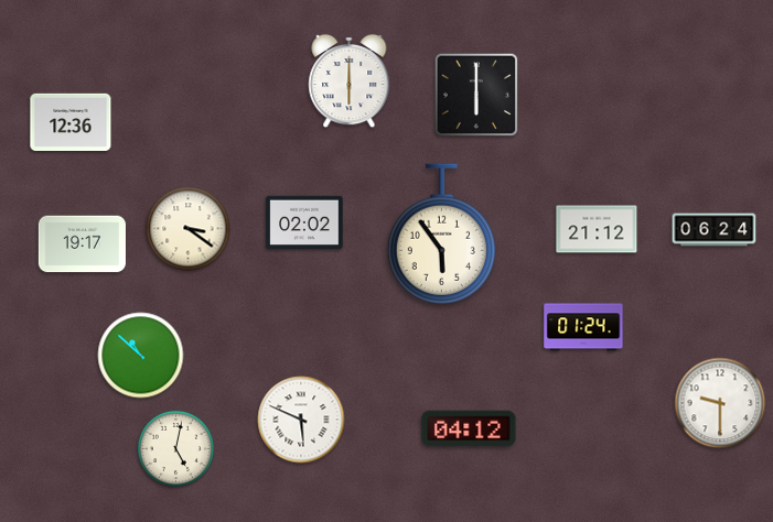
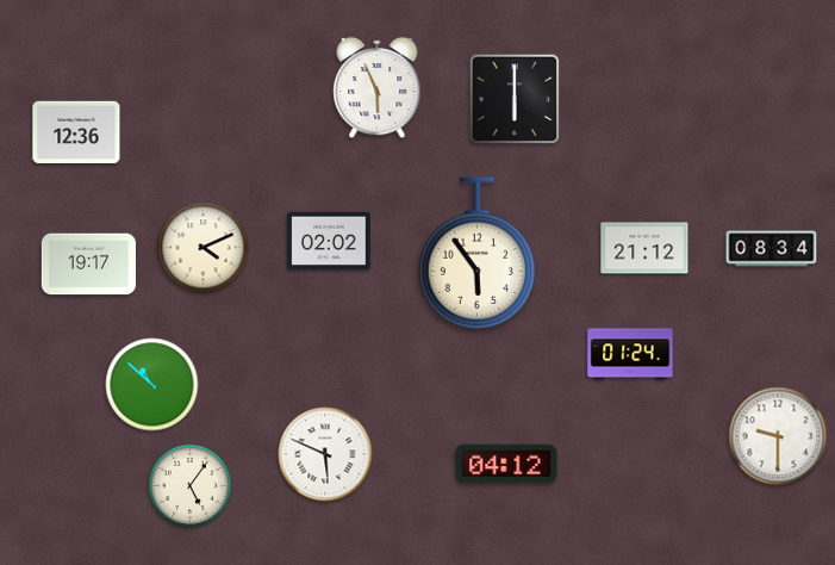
clock at (350, 81): 6:00 -> 5:56
clock at (476, 95) position: (476, 95) -> (515, 99)
clock at (189, 229): 3:21 -> 4:11
clock at (715, 230): 06:24 -> 08:34
clock at (175, 448): 5:02 -> 5:06
